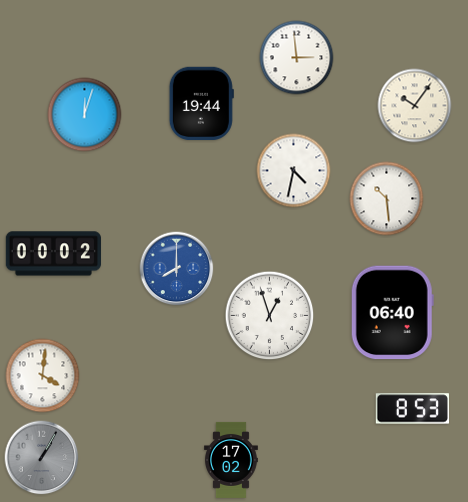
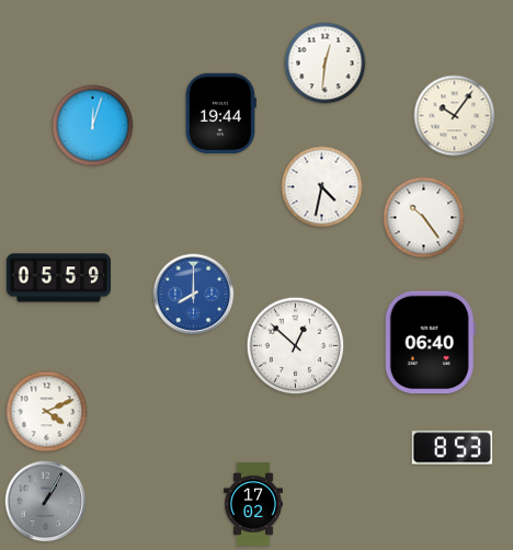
clock at (297, 58): 2:59 -> 12:31
clock at (387, 199): 10:29 -> 10:24
clock at (53, 254): 00:02 -> 05:59
clock at (270, 316): 12:57 -> 12:52
clock at (43, 376): 4:01 -> 4:11
